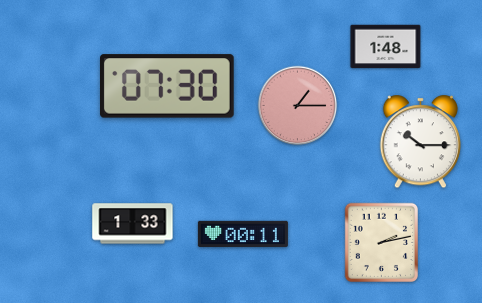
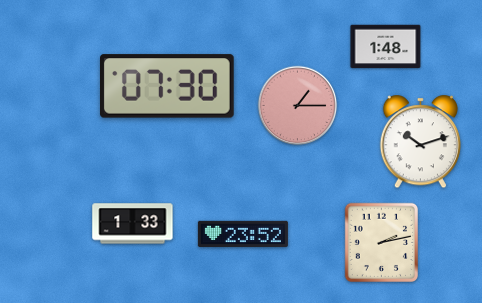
clock at (420, 142): 10:15 -> 10:12
clock at (243, 233): 00:11 -> 23:52
